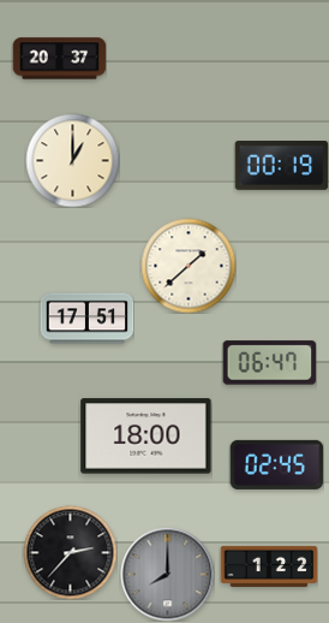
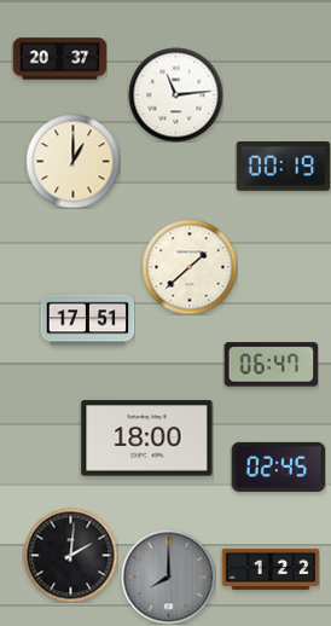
clock at (175, 94): none -> 11:14
clock at (70, 552): 2:37 -> 2:01
